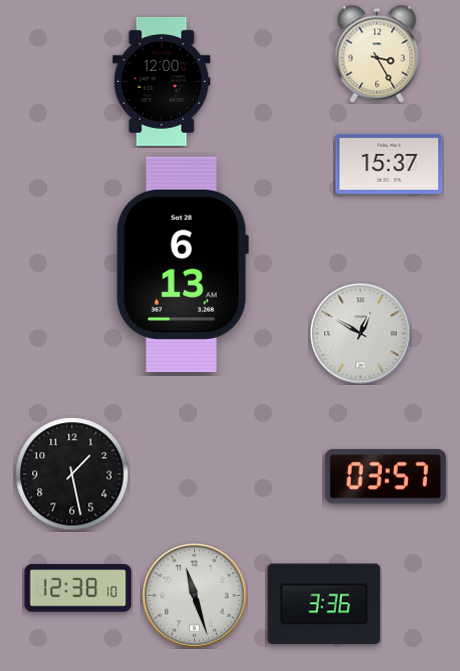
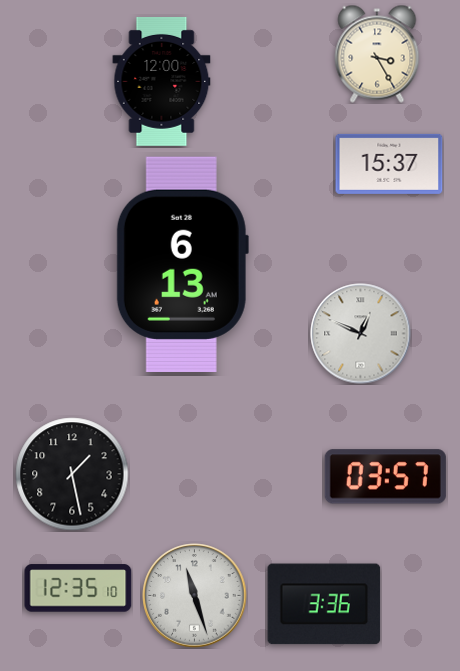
clock at (361, 334): 12:50 -> 12:49
clock at (78, 588): 12:38 -> 12:35
